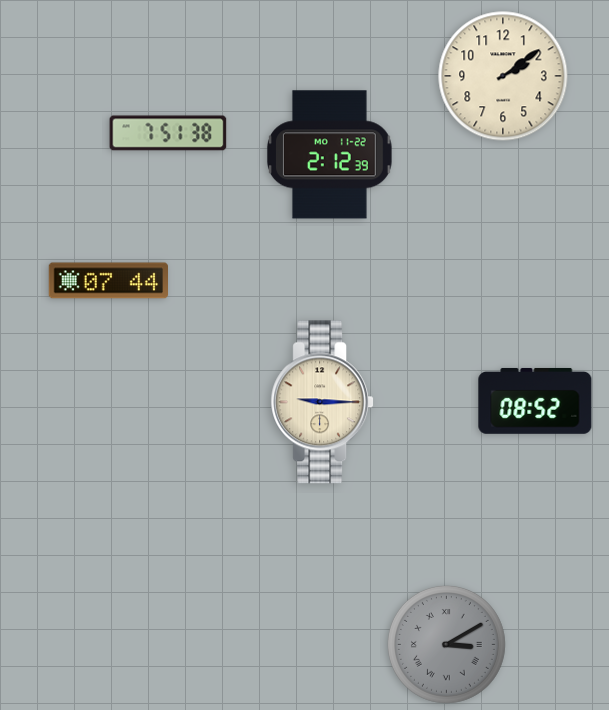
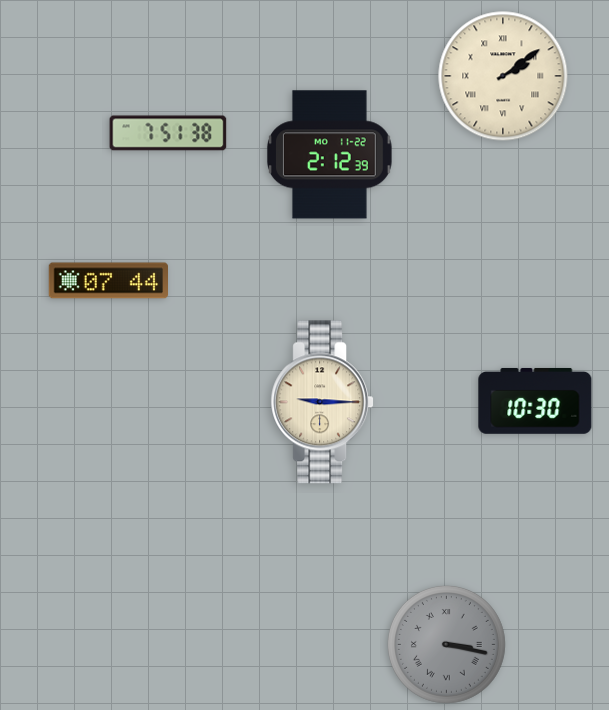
clock at (503, 76) numerals: Arabic -> Roman
clock at (535, 401): 08:52 -> 10:30
clock at (446, 644): 3:10 -> 3:17
